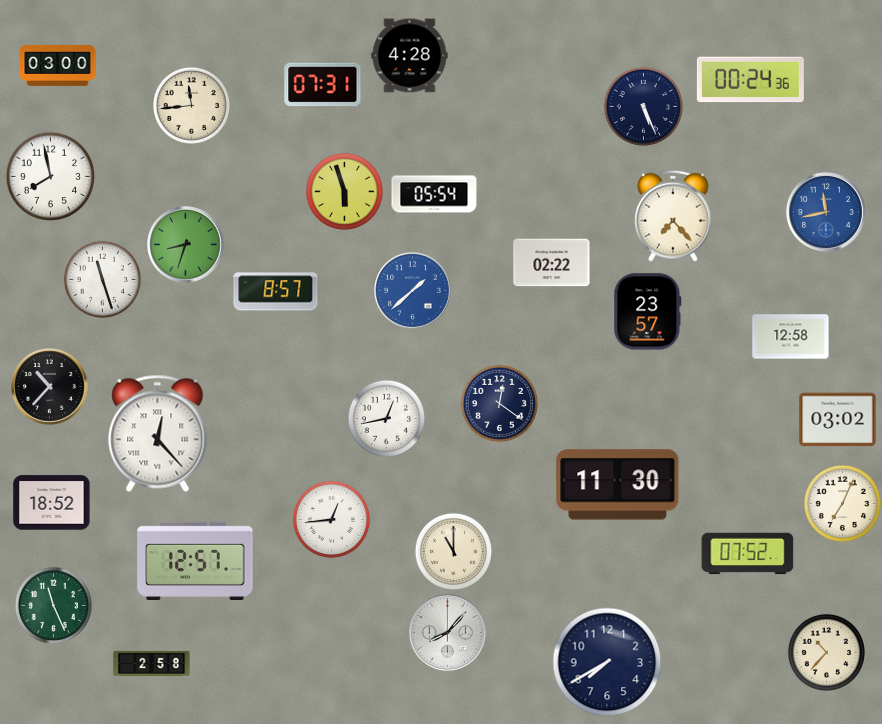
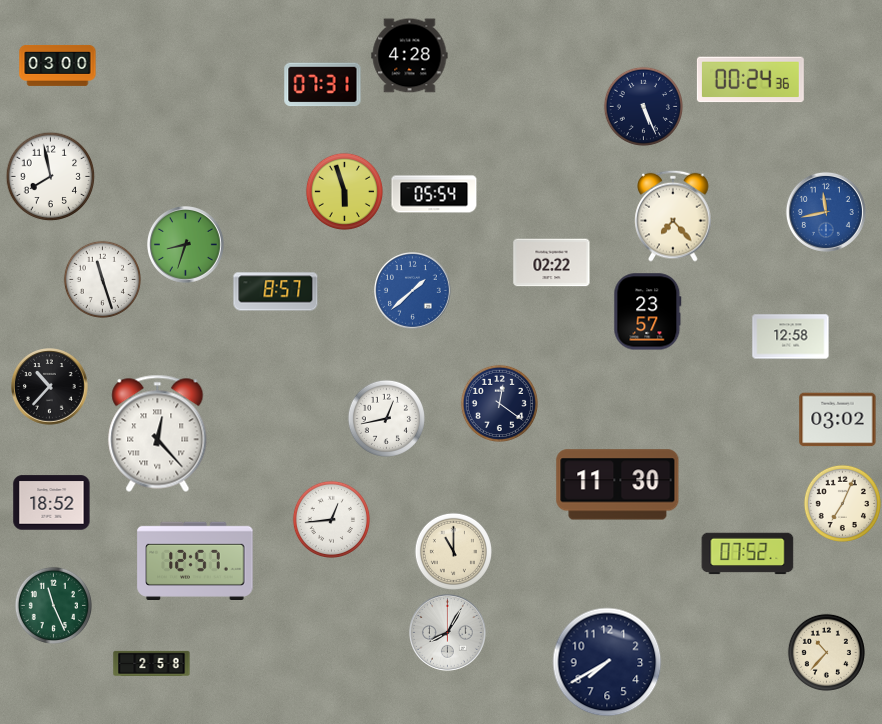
clock at (191, 105): 11:44 -> none
clock at (448, 633): 8:07 -> 8:05
